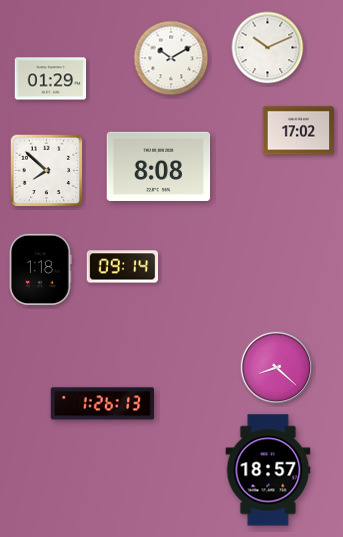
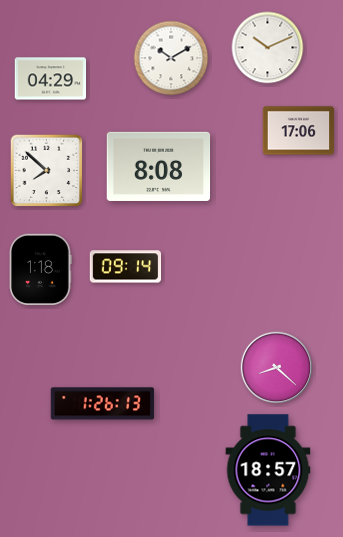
clock at (51, 79): 01:29 -> 04:29
clock at (299, 131): 17:02 -> 17:06
clock at (123, 267) position: (123, 267) -> (126, 267)
